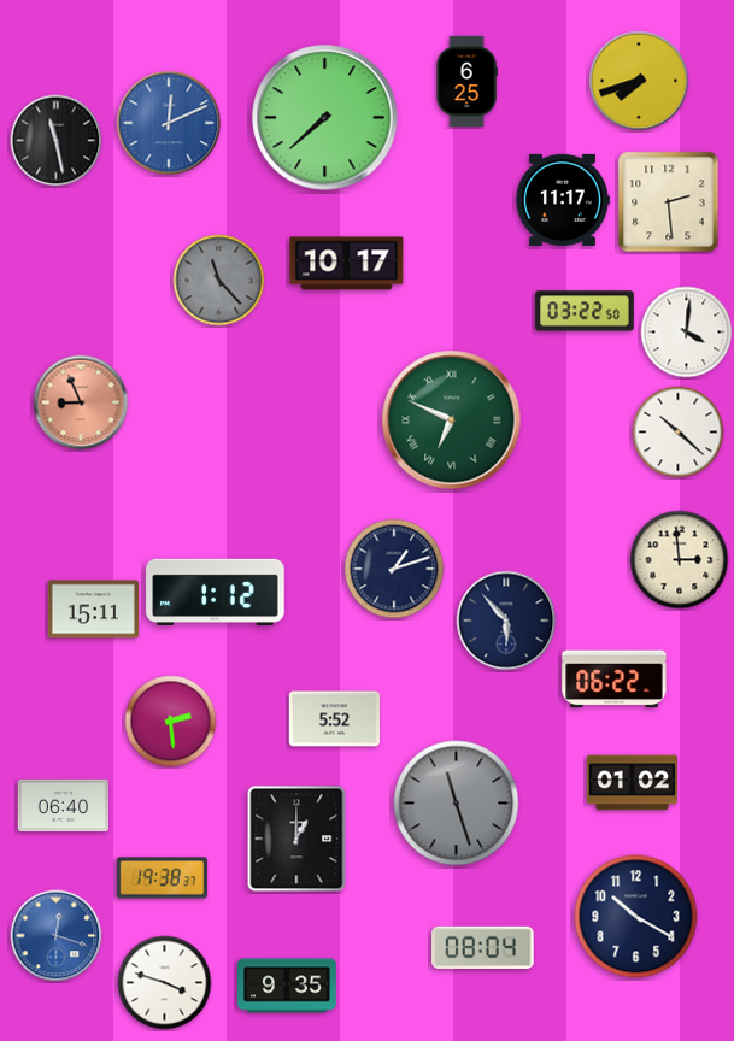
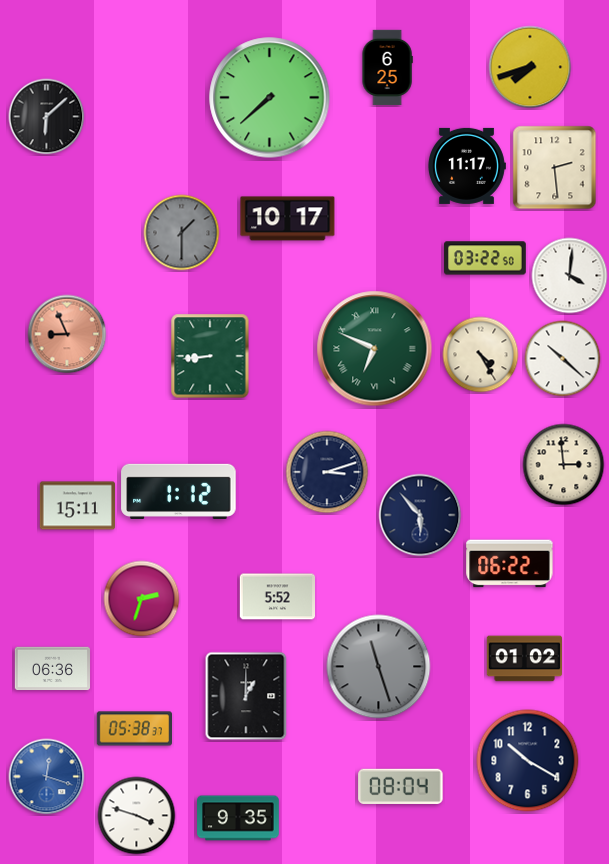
clock at (169, 123): 12:11 -> none
clock at (57, 141): 11:28 -> 6:08
clock at (219, 281): 11:23 -> 1:30
clock at (481, 355): none -> 4:25
clock at (210, 356): none -> 8:44
clock at (394, 569): 1:12 -> 3:12
clock at (171, 722): 2:29 -> 2:33
clock at (632, 783) position: (632, 783) -> (524, 659)
clock at (63, 806): 06:40 -> 06:36
clock at (162, 878): 19:38 -> 05:38
